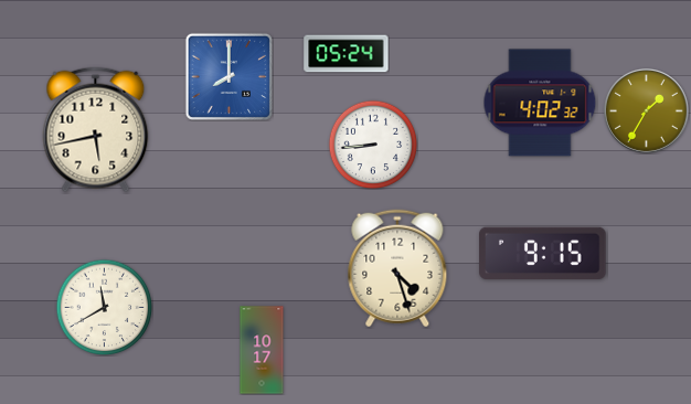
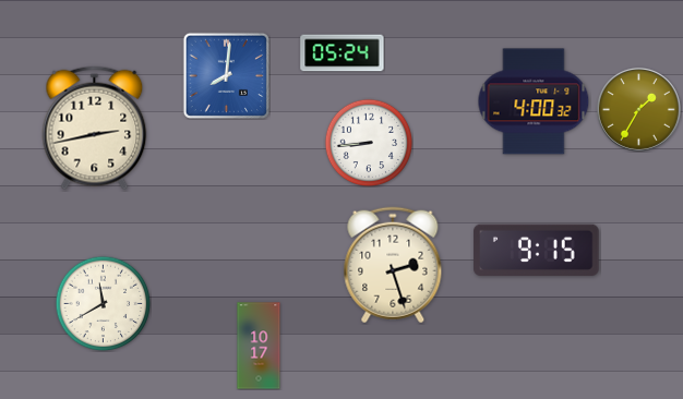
clock at (228, 76): 8:00 -> 8:01
clock at (540, 103): 4:02 -> 4:00
clock at (96, 130): 5:43 -> 2:43
clock at (397, 268): 4:27 -> 2:27
